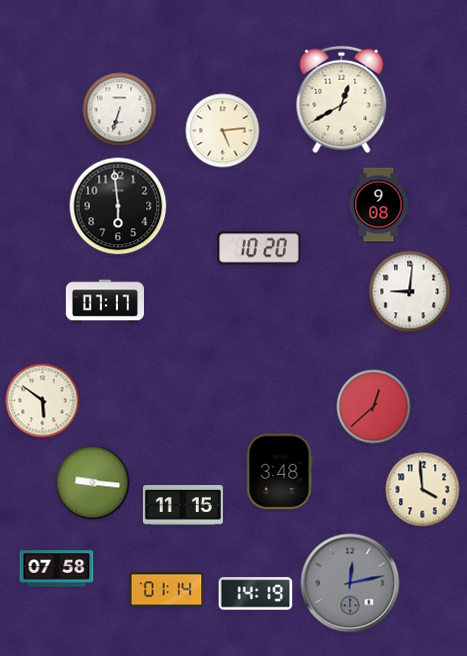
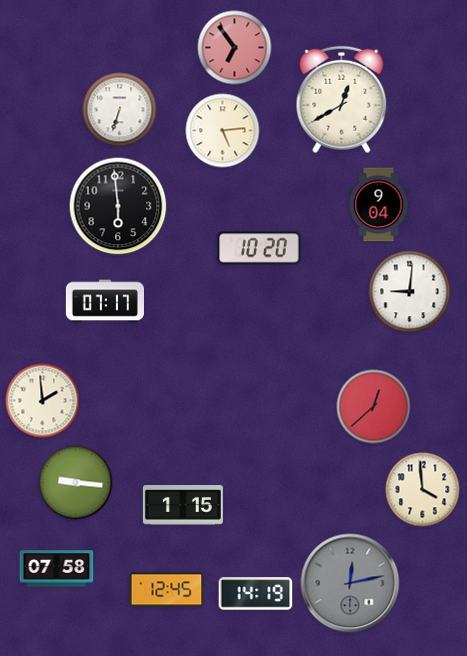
clock at (235, 48): none -> 6:54
clock at (379, 205): 9:08 -> 9:04
clock at (43, 401): 5:51 -> 1:59
clock at (279, 472): 3:48 -> none
clock at (93, 483) position: (93, 483) -> (76, 483)
clock at (183, 506): 11:15 -> 1:15
clock at (167, 590): 01:14 -> 12:45
